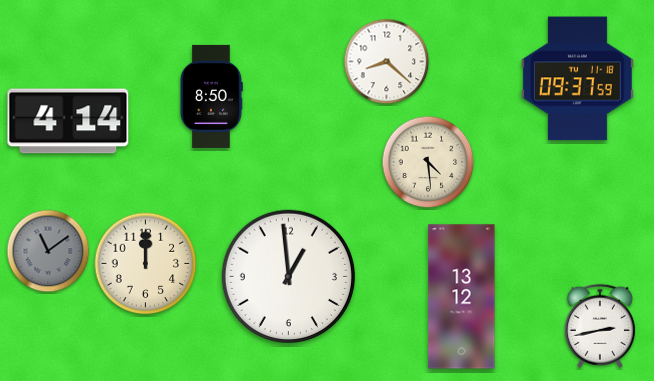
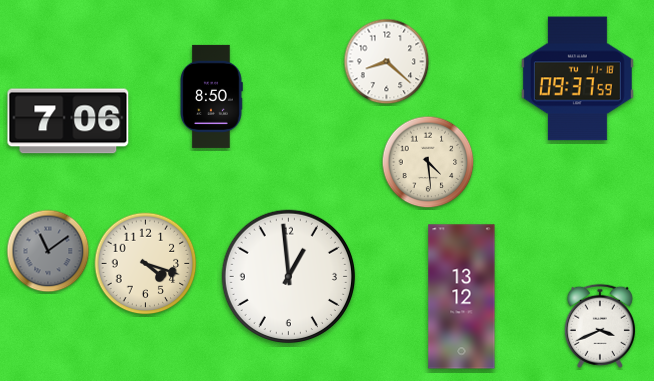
clock at (68, 121): 4:14 -> 7:06
clock at (146, 264): 12:00 -> 4:18
clock at (600, 326): 2:43 -> 3:41
